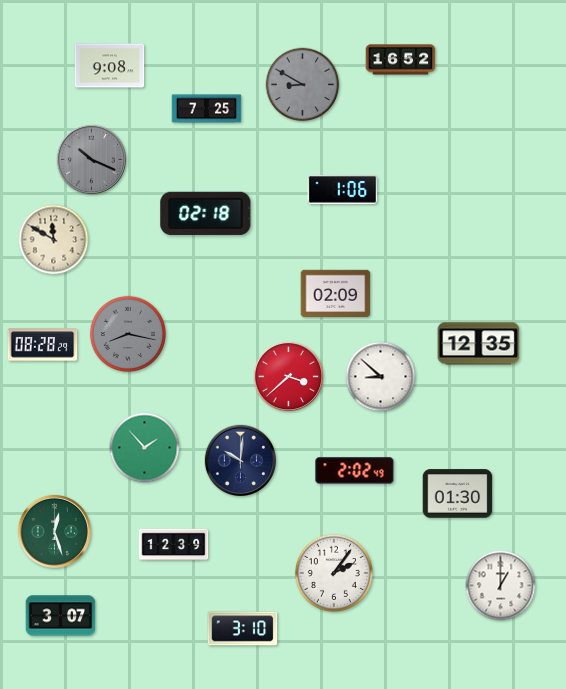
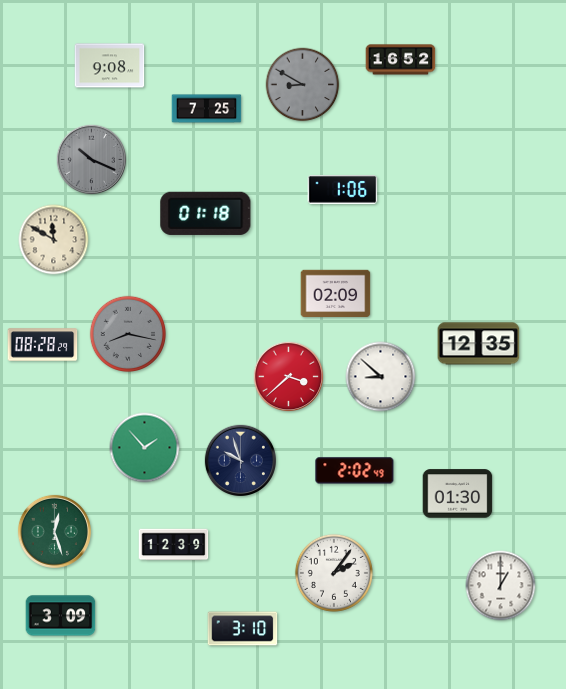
clock at (206, 213): 02:18 -> 01:18
clock at (240, 460): 10:01 -> 9:57
clock at (61, 616): 3:07 -> 3:09
